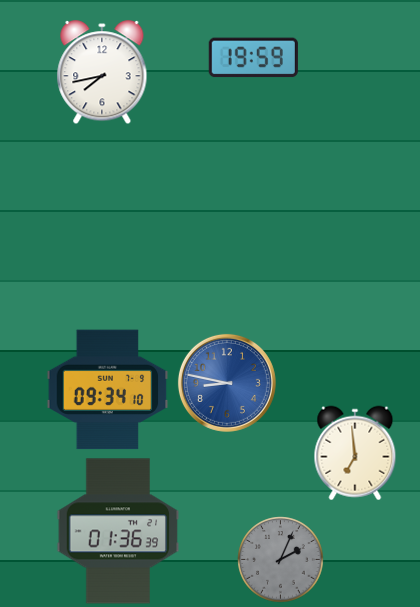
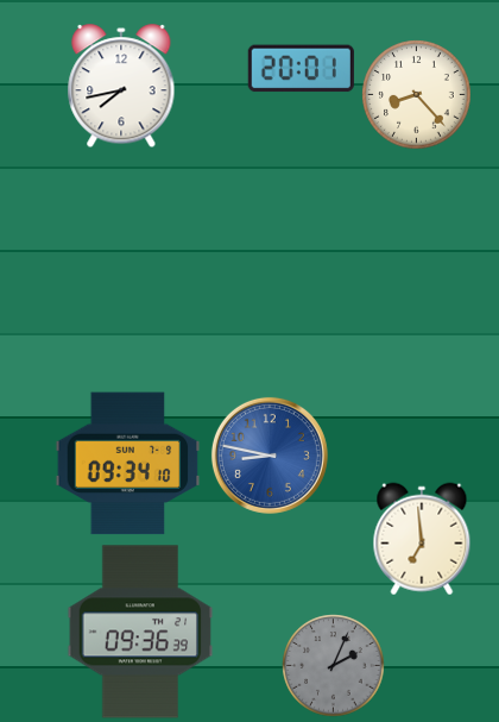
clock at (253, 58): 19:59 -> 20:01
clock at (417, 95): none -> 8:23
clock at (118, 531): 01:36 -> 09:36
